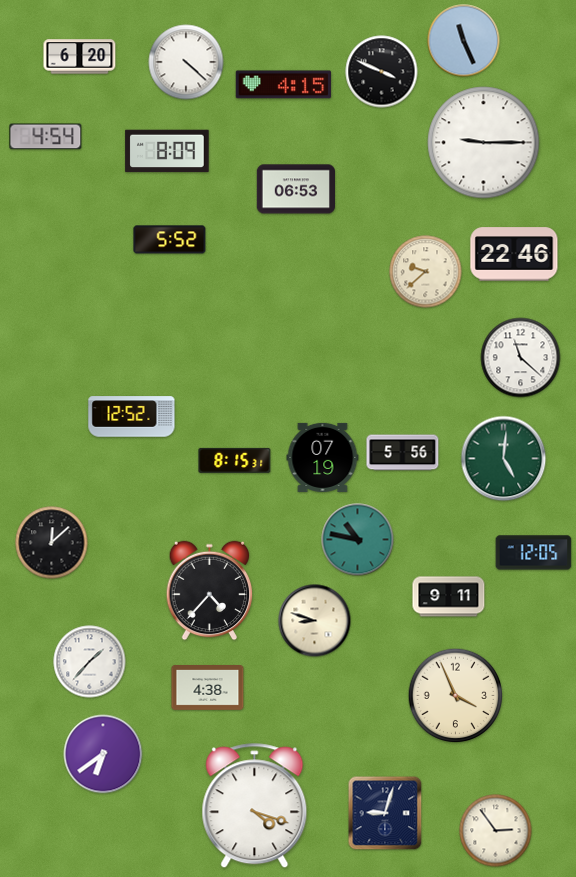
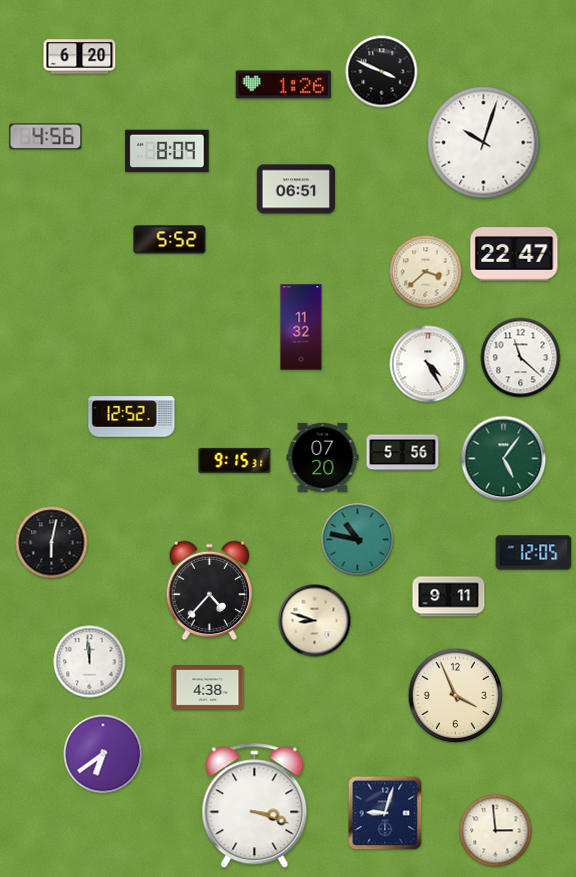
clock at (464, 41): 11:26 -> none
clock at (186, 62): 4:22 -> none
clock at (284, 85): 4:15 -> 1:26
clock at (46, 137): 4:54 -> 4:56
clock at (484, 143): 9:15 -> 10:03
clock at (295, 189): 06:53 -> 06:51
clock at (514, 254): 22:46 -> 22:47
clock at (426, 272): 9:38 -> 3:38
clock at (301, 327): none -> 11:32
clock at (428, 364): none -> 4:25
clock at (323, 457): 07:19 -> 07:20
clock at (504, 459): 5:01 -> 5:06
clock at (235, 460): 8:15 -> 9:15
clock at (52, 543): 12:08 -> 6:02
clock at (90, 662): 1:37 -> 11:59
clock at (255, 806): 4:18 -> 3:18
clock at (496, 831): 2:54 -> 2:59
